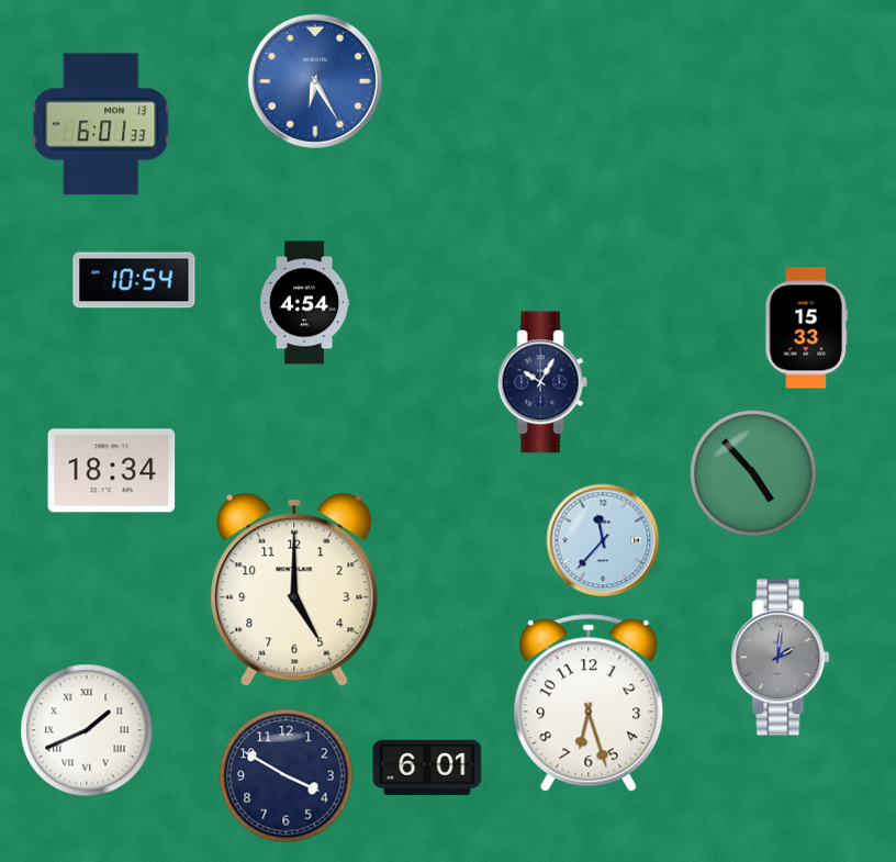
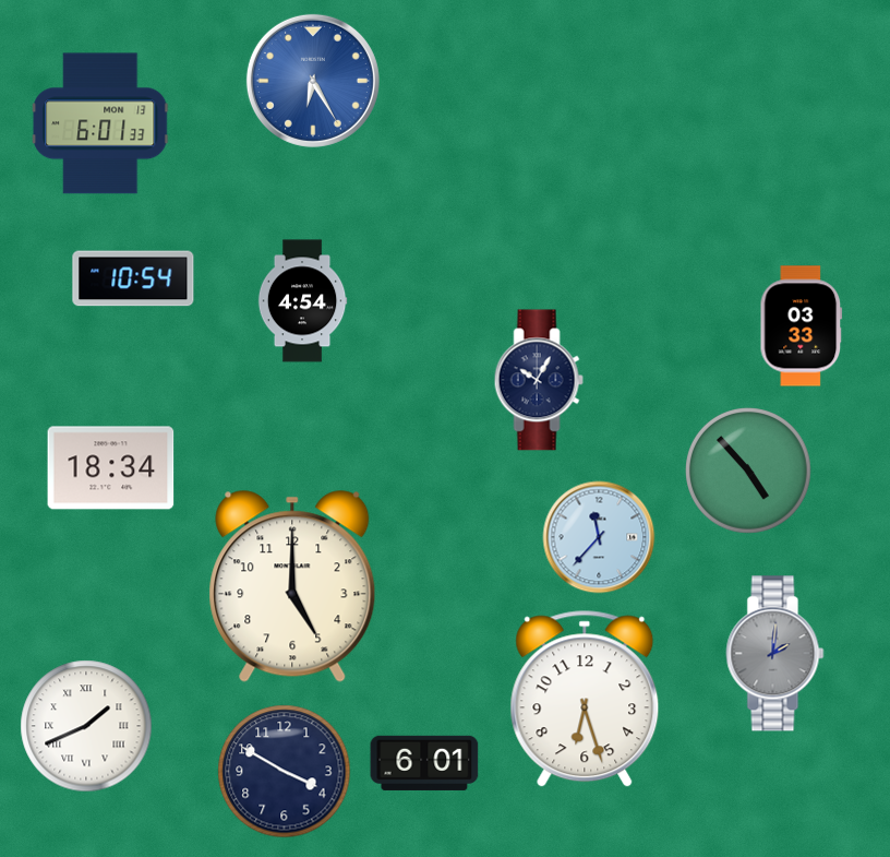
clock at (807, 328): 15:33 -> 03:33
